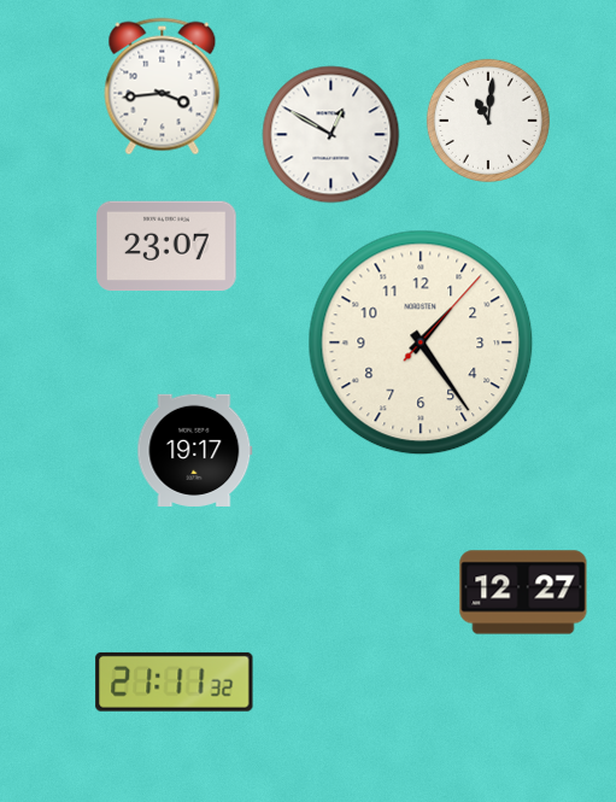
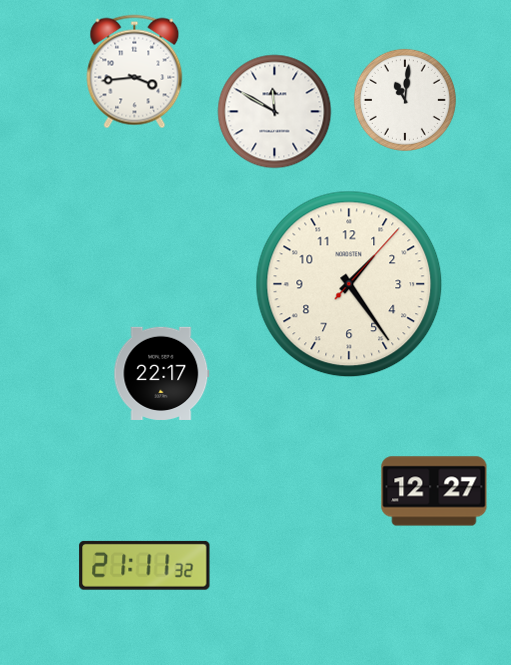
clock at (332, 135): 12:50 -> 11:50
clock at (166, 246): 23:07 -> none
clock at (195, 450): 19:17 -> 22:17
